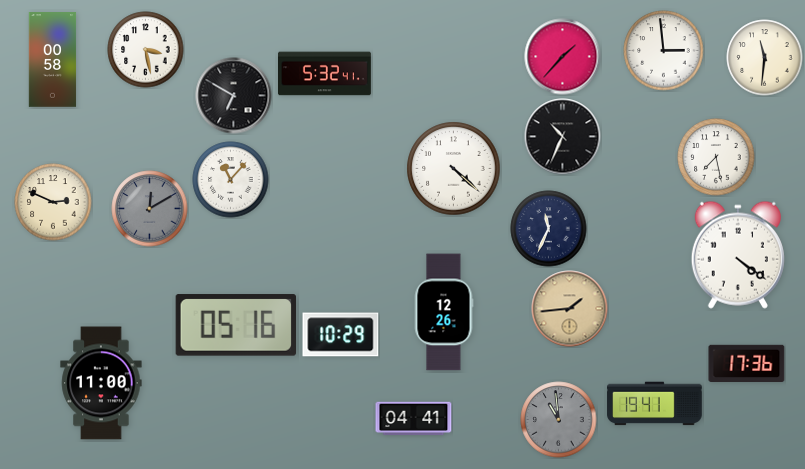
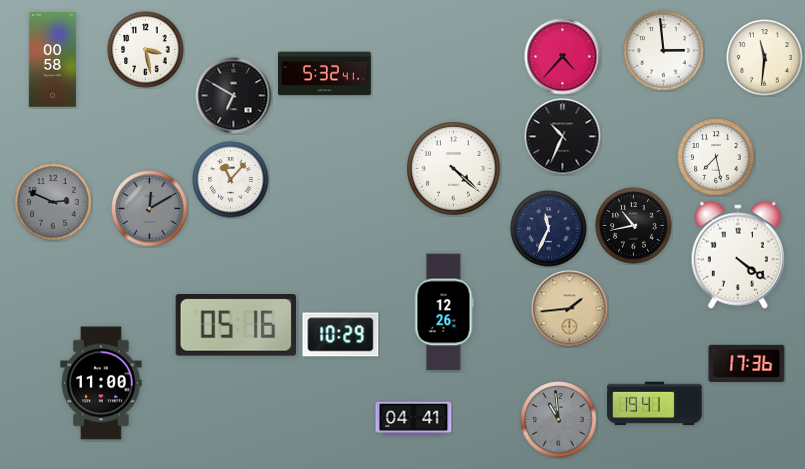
clock at (563, 57): 1:37 -> 4:37
clock at (53, 202) dial: cream -> grey
clock at (634, 226): none -> 10:43
